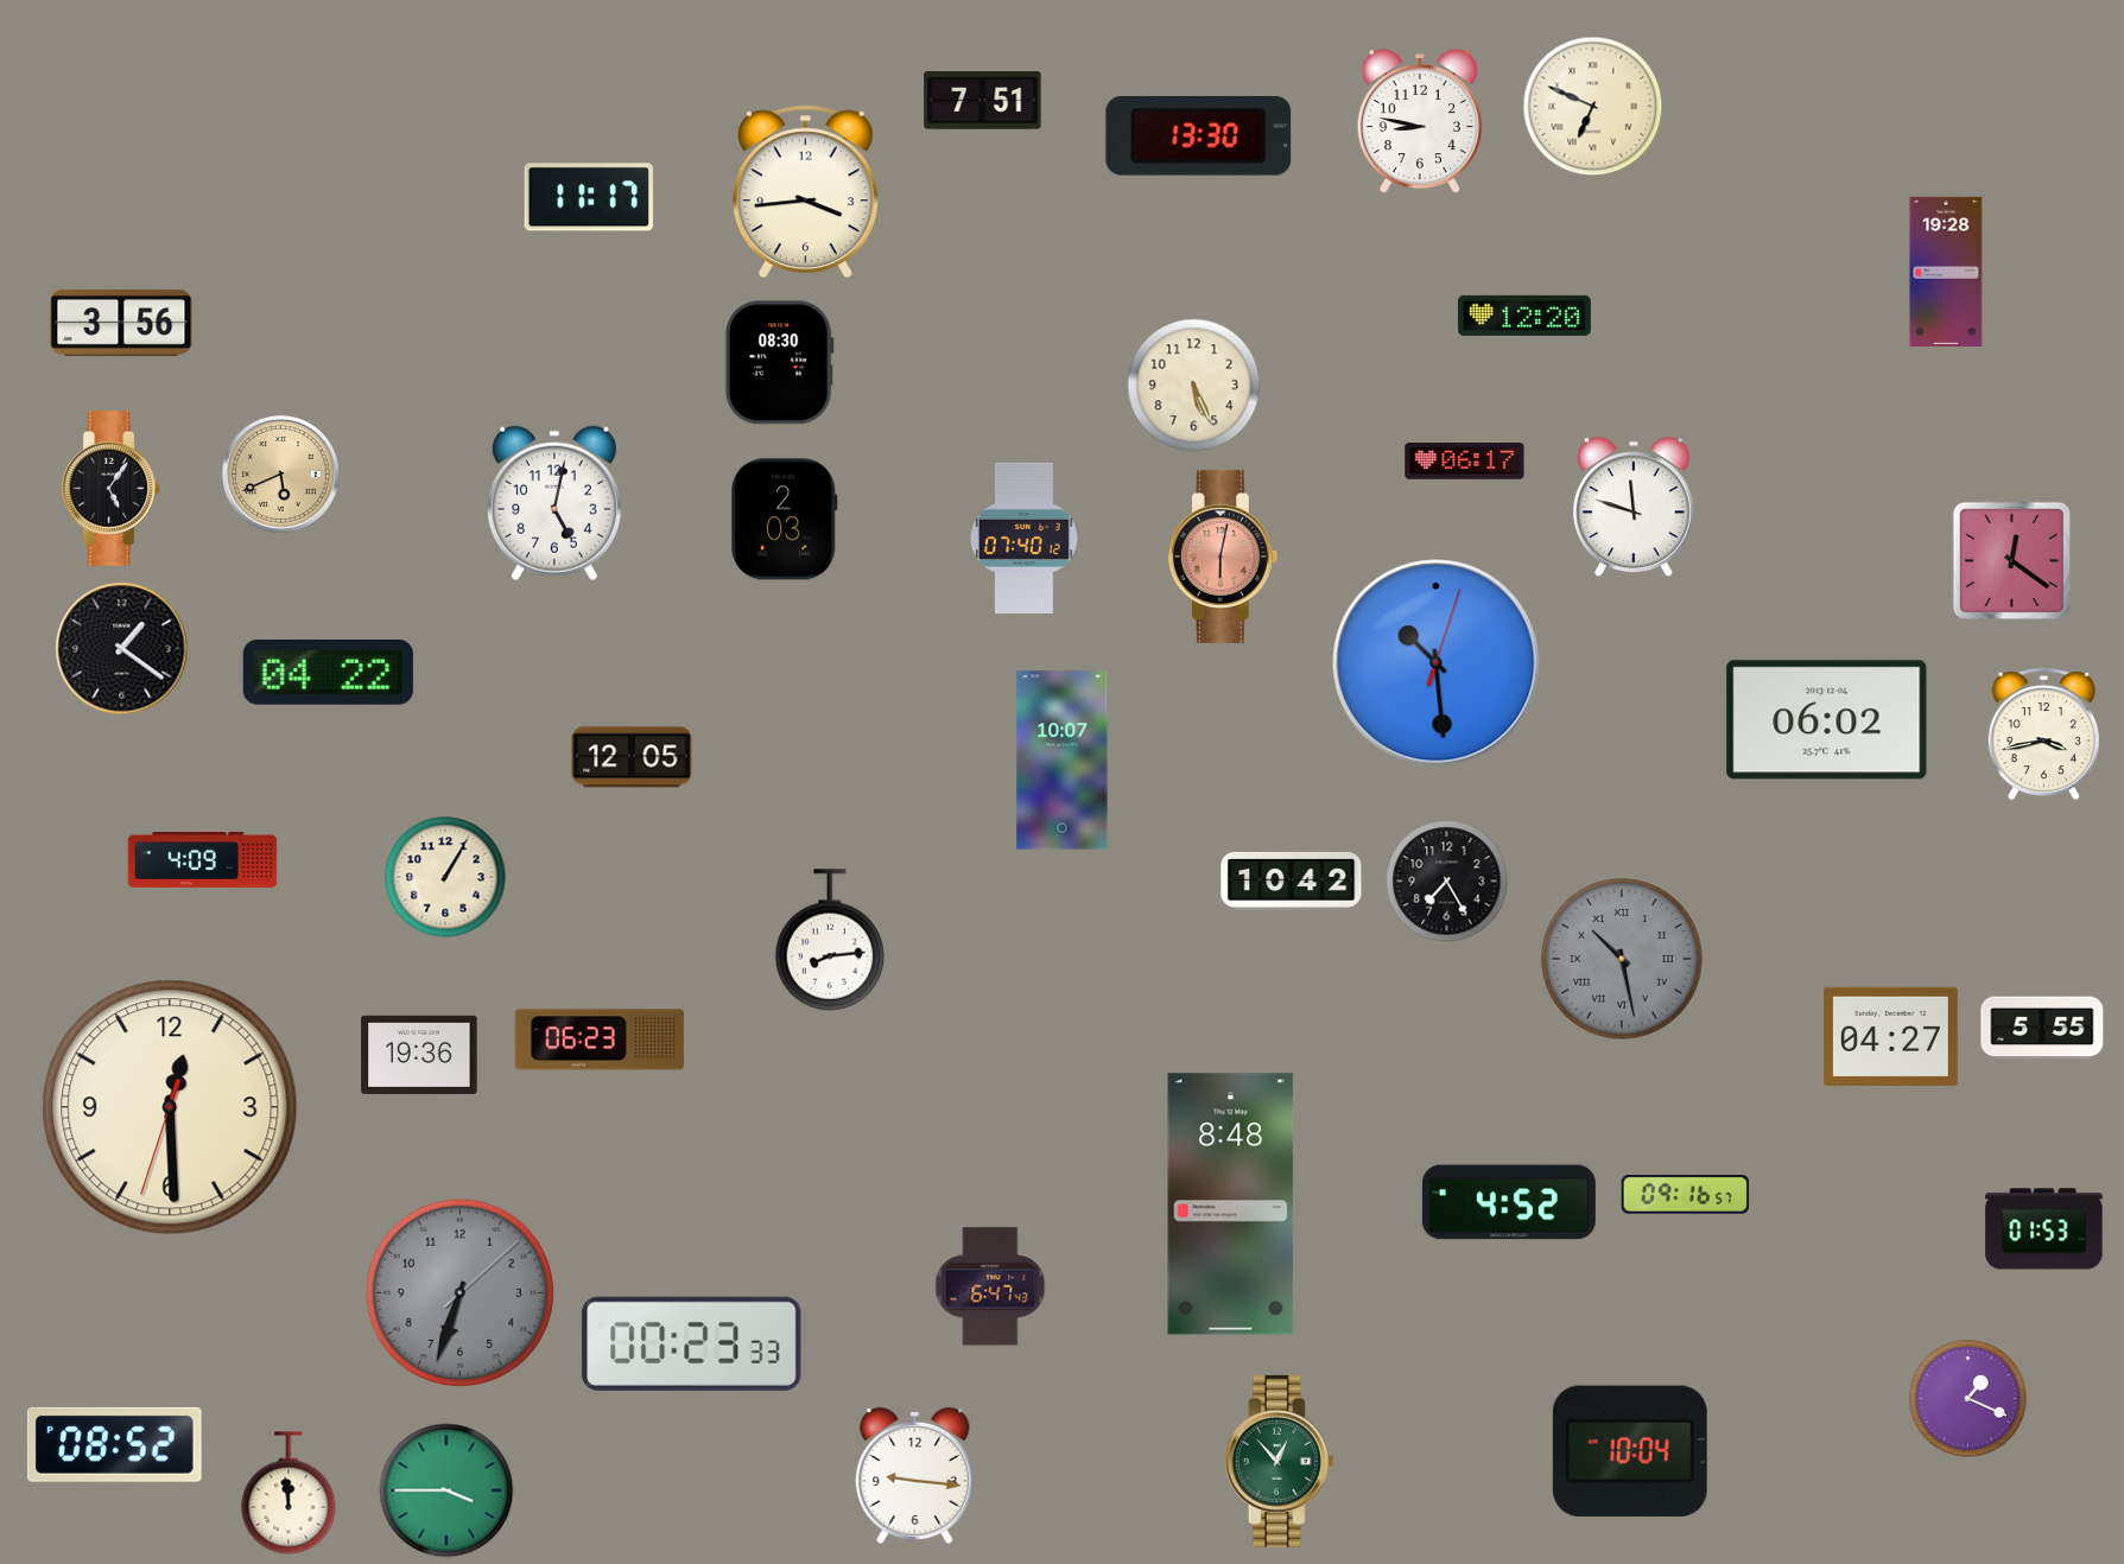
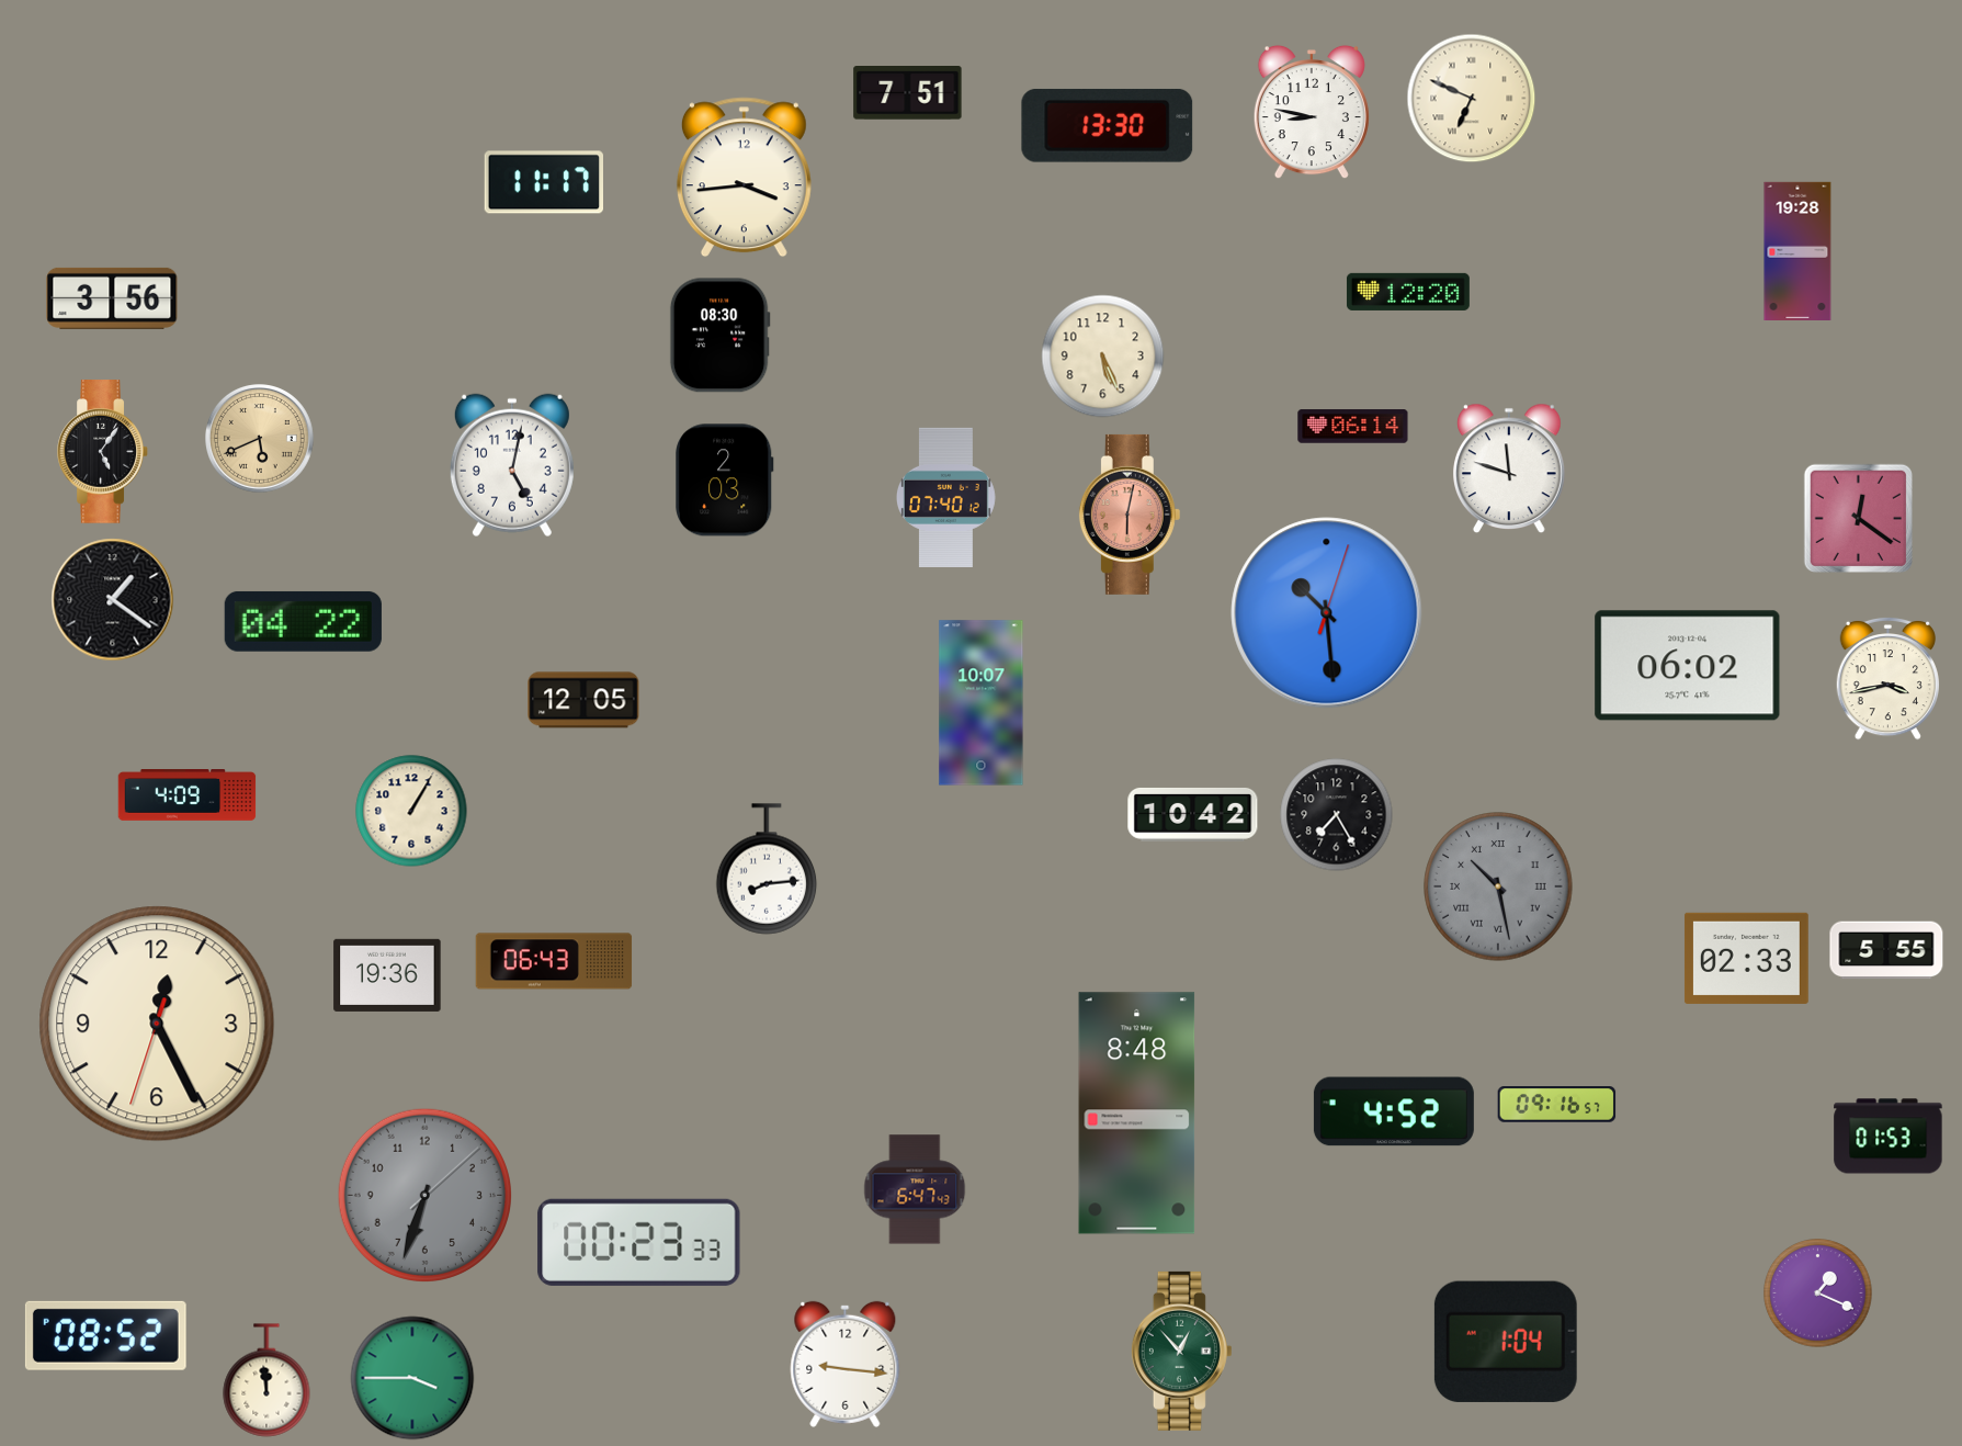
clock at (1465, 462): 06:17 -> 06:14
clock at (1891, 1036): 04:27 -> 02:33
clock at (600, 1040): 06:23 -> 06:43
clock at (170, 1107): 12:29 -> 12:25
clock at (1630, 1451): 10:04 -> 1:04
